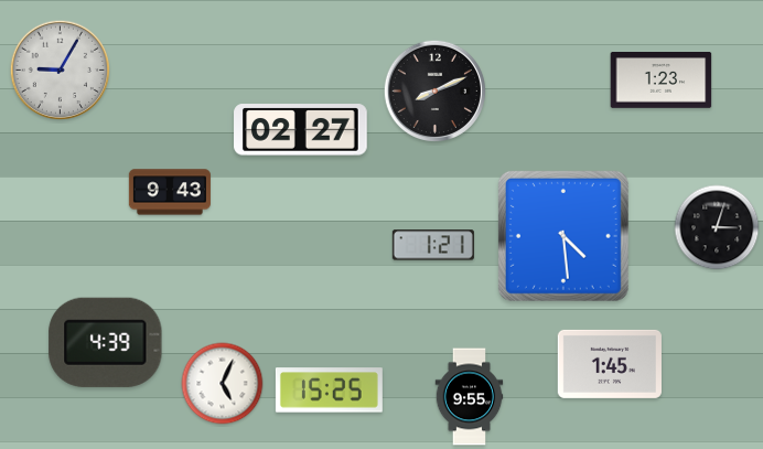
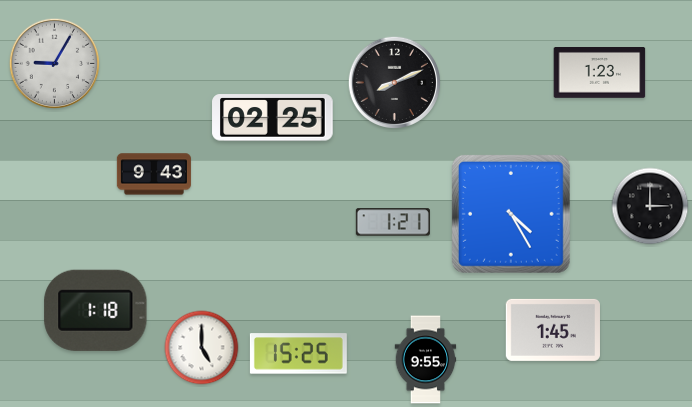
clock at (301, 130): 02:27 -> 02:25
clock at (717, 227): 3:03 -> 3:00
clock at (563, 236): 4:29 -> 4:25
clock at (106, 342): 4:39 -> 1:18
clock at (223, 384): 5:04 -> 5:00
